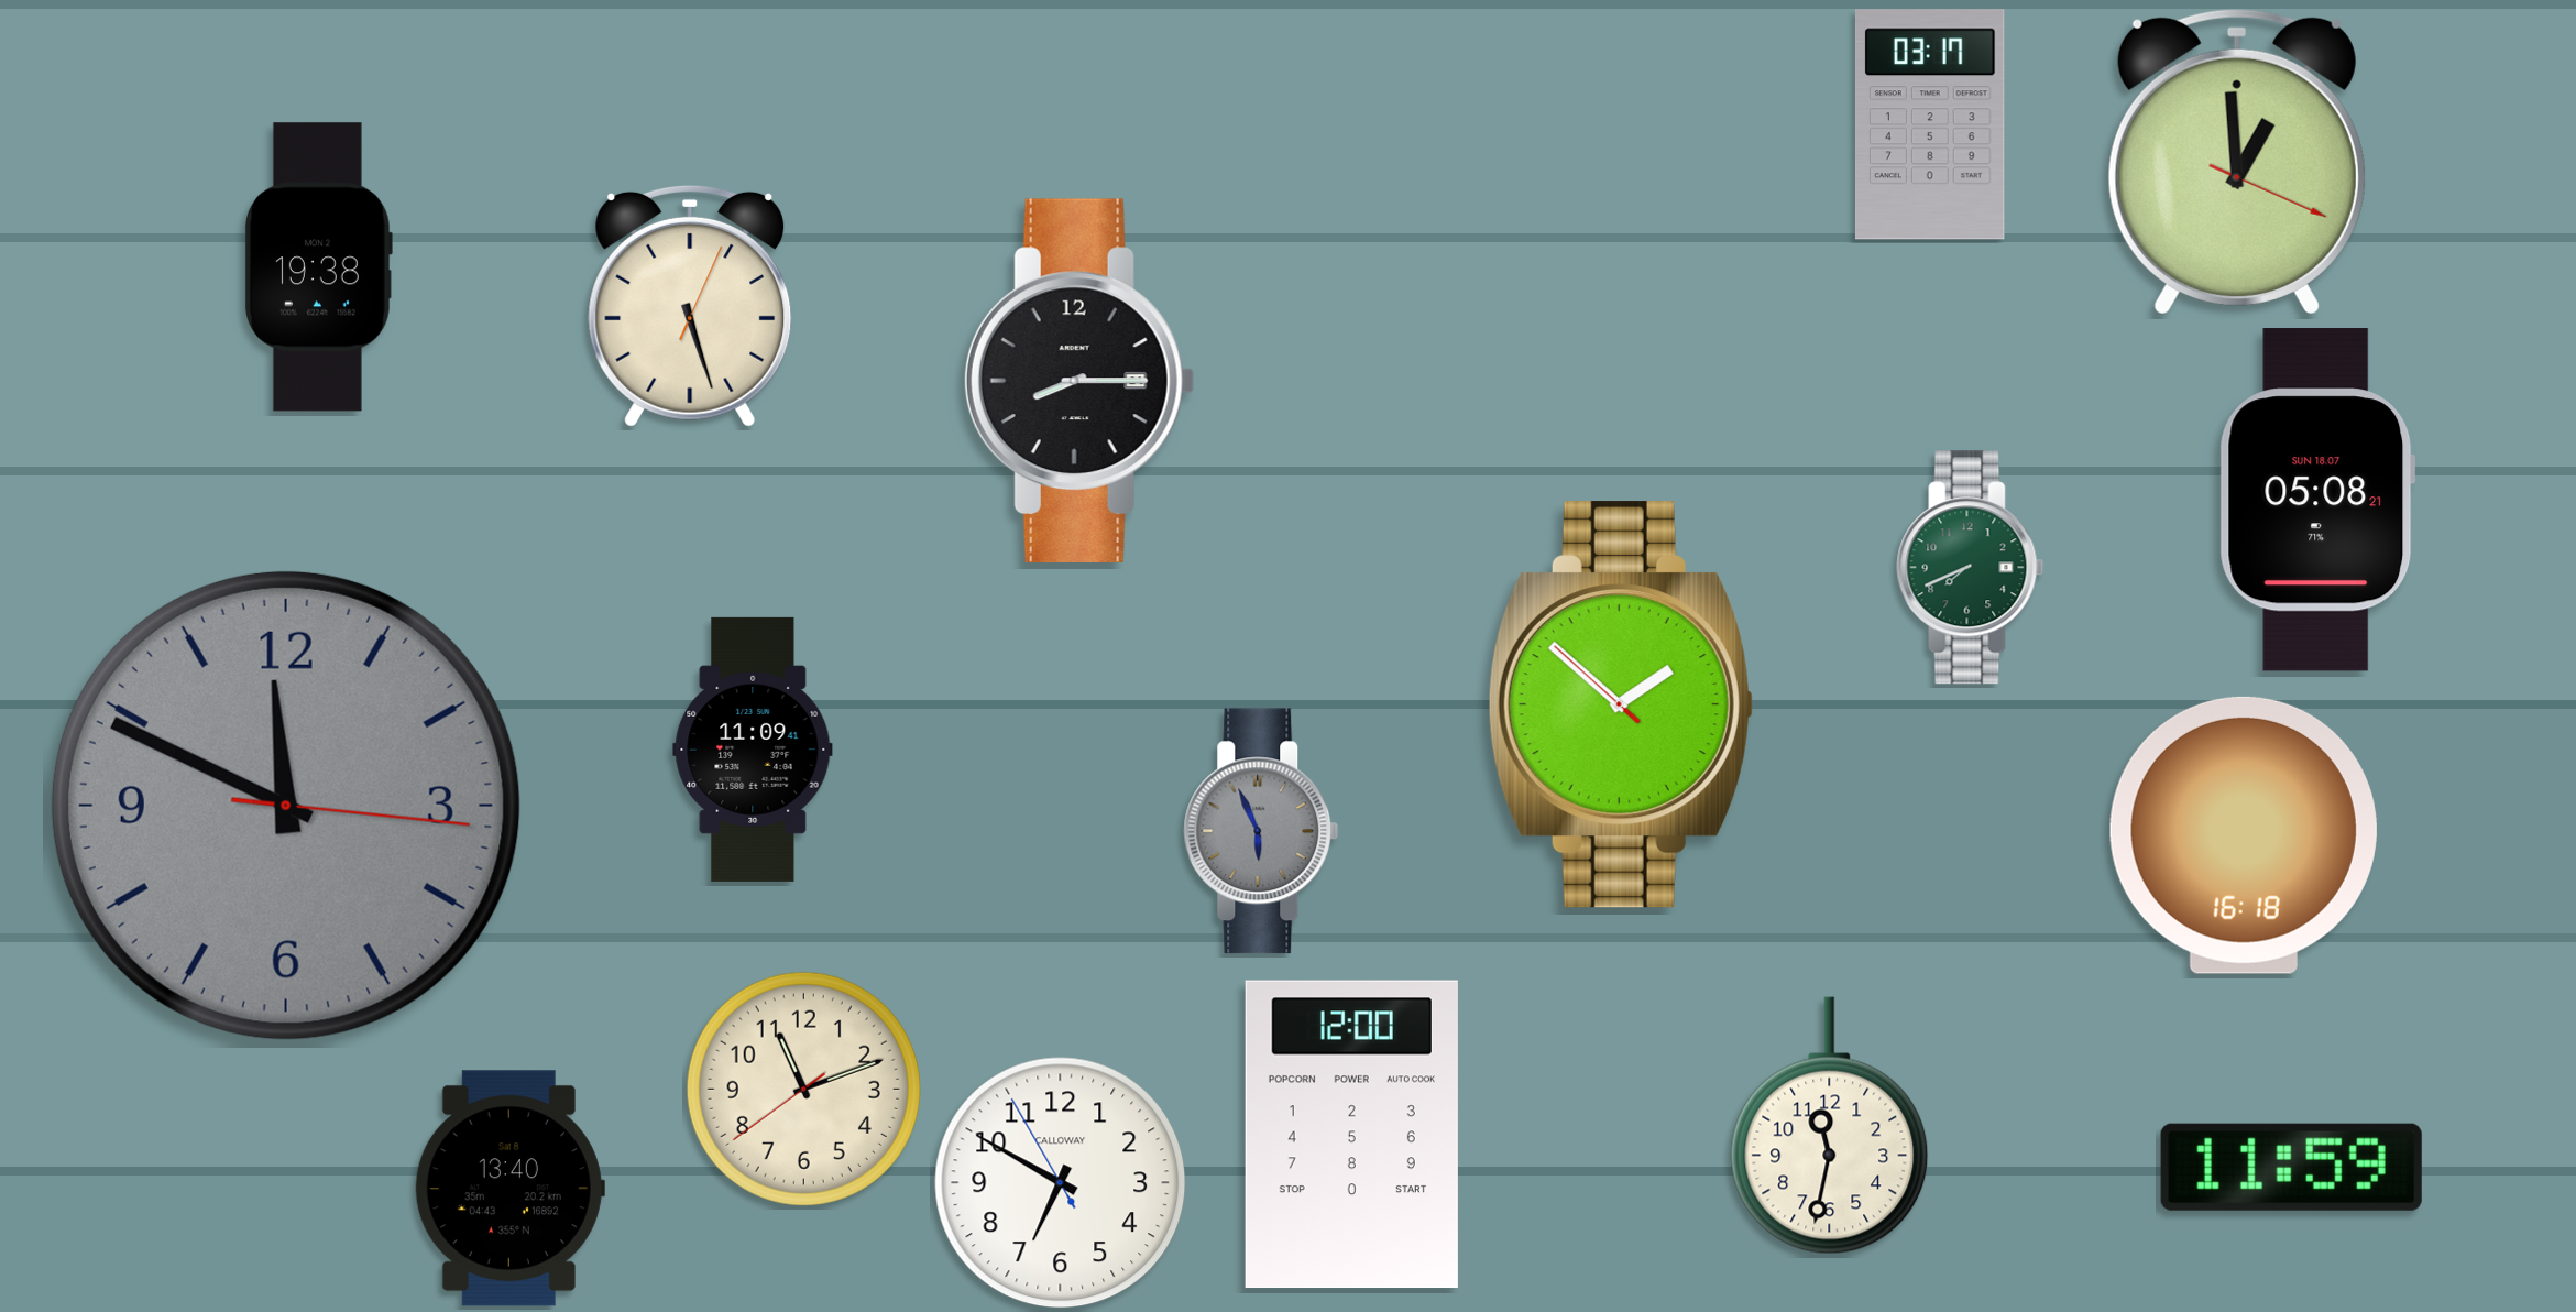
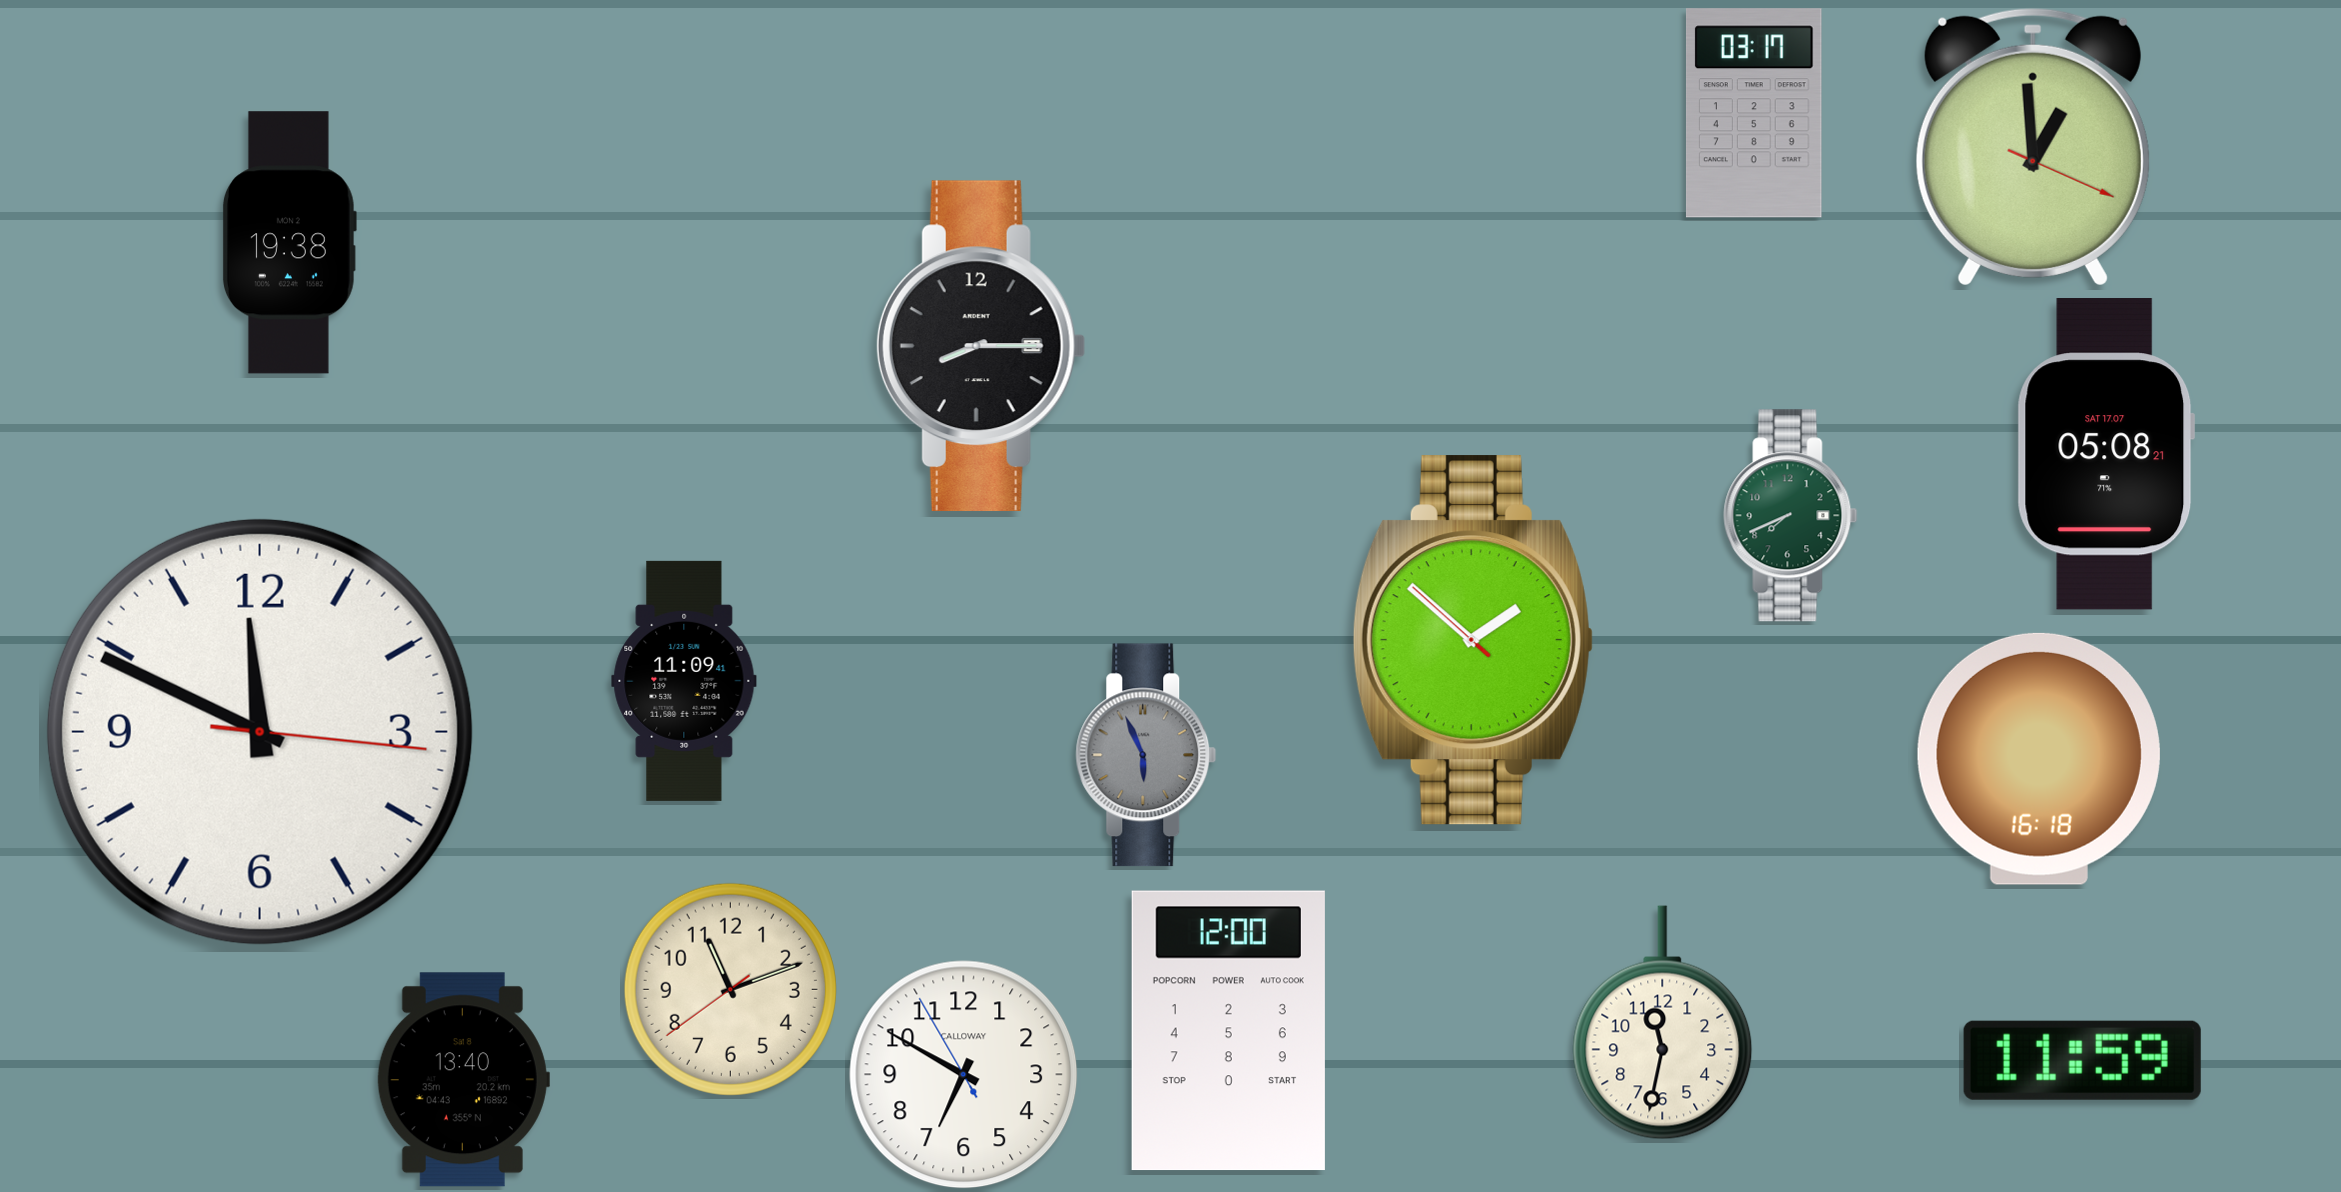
clock at (690, 306): 5:27 -> none
clock at (2317, 500) date: SUN 18.07 -> SAT 17.07
clock at (286, 806) dial: grey -> white
